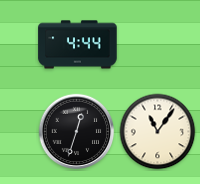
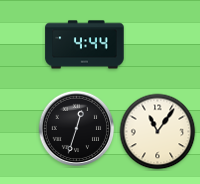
clock at (78, 45) position: (78, 45) -> (85, 45)
clock at (77, 132) position: (77, 132) -> (77, 129)
